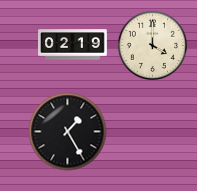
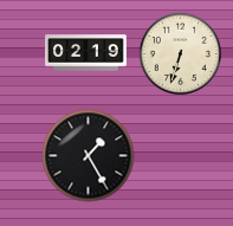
clock at (152, 45): 4:00 -> 6:33
clock at (68, 132) position: (68, 132) -> (89, 156)
